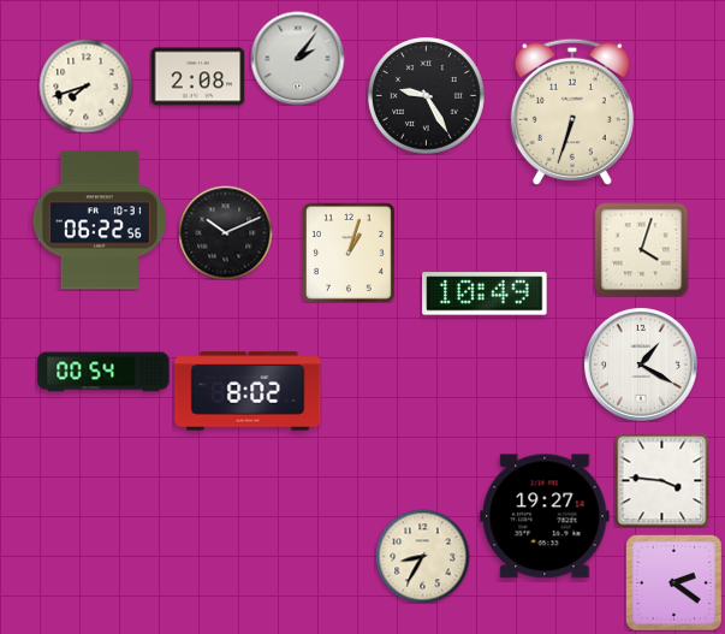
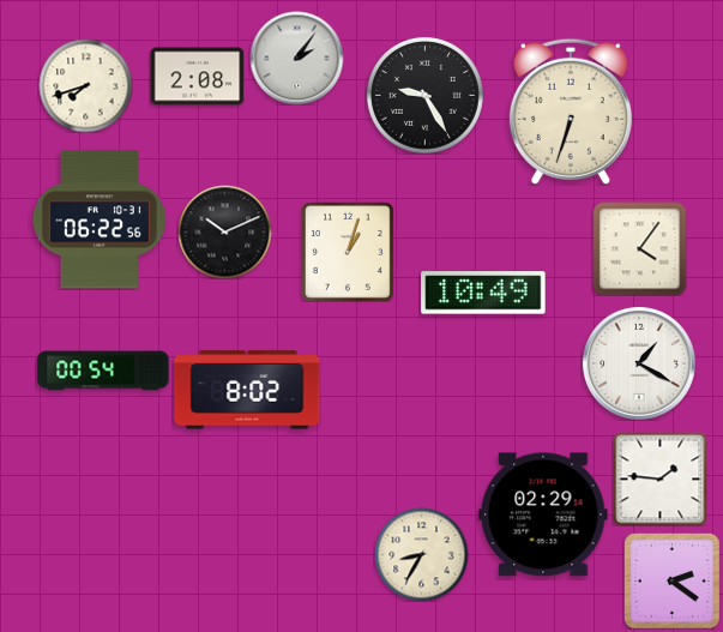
clock at (641, 249): 4:03 -> 4:06
clock at (661, 480): 3:46 -> 1:46
clock at (545, 516): 19:27 -> 02:29
